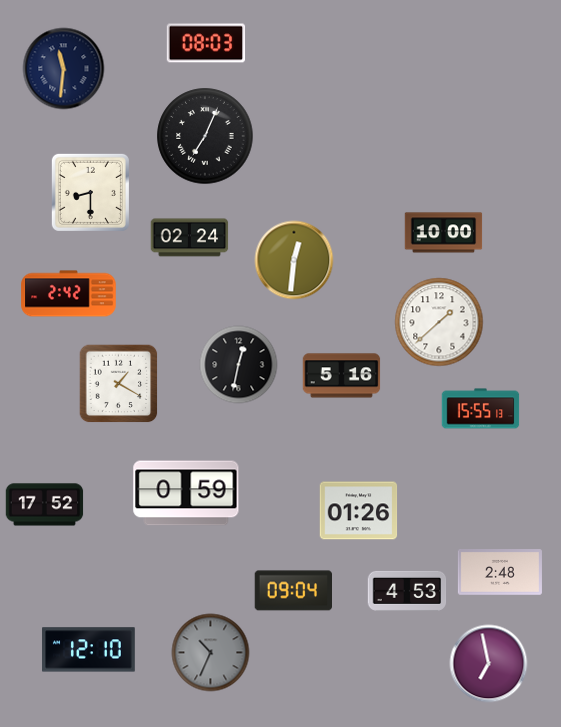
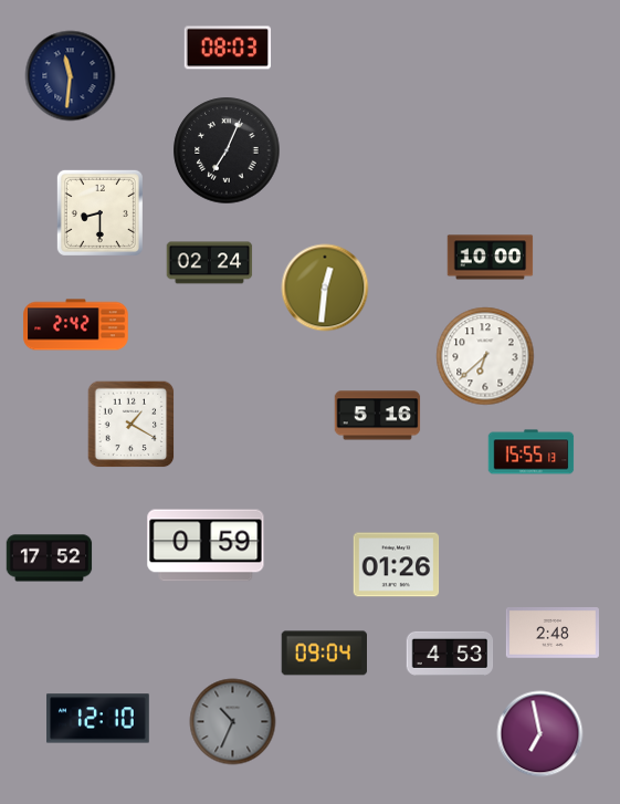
clock at (439, 322): 1:38 -> 6:38
clock at (238, 364): 12:32 -> none
